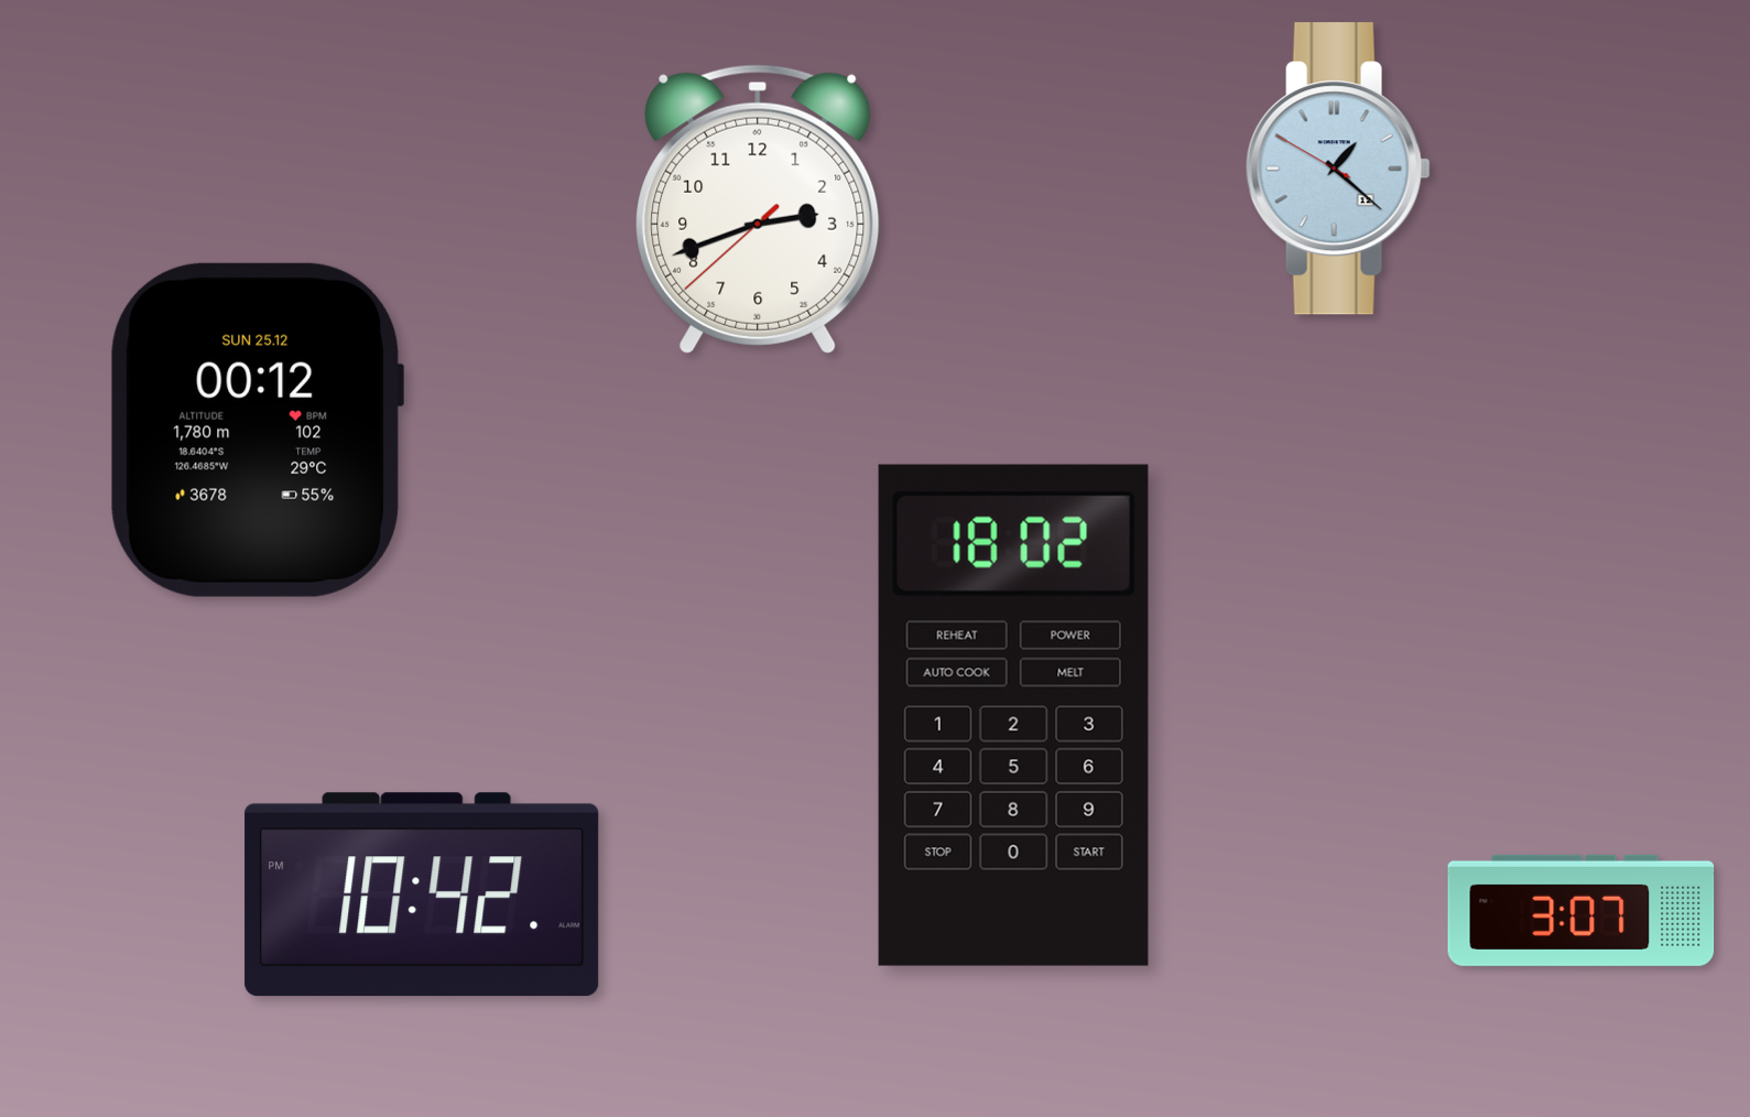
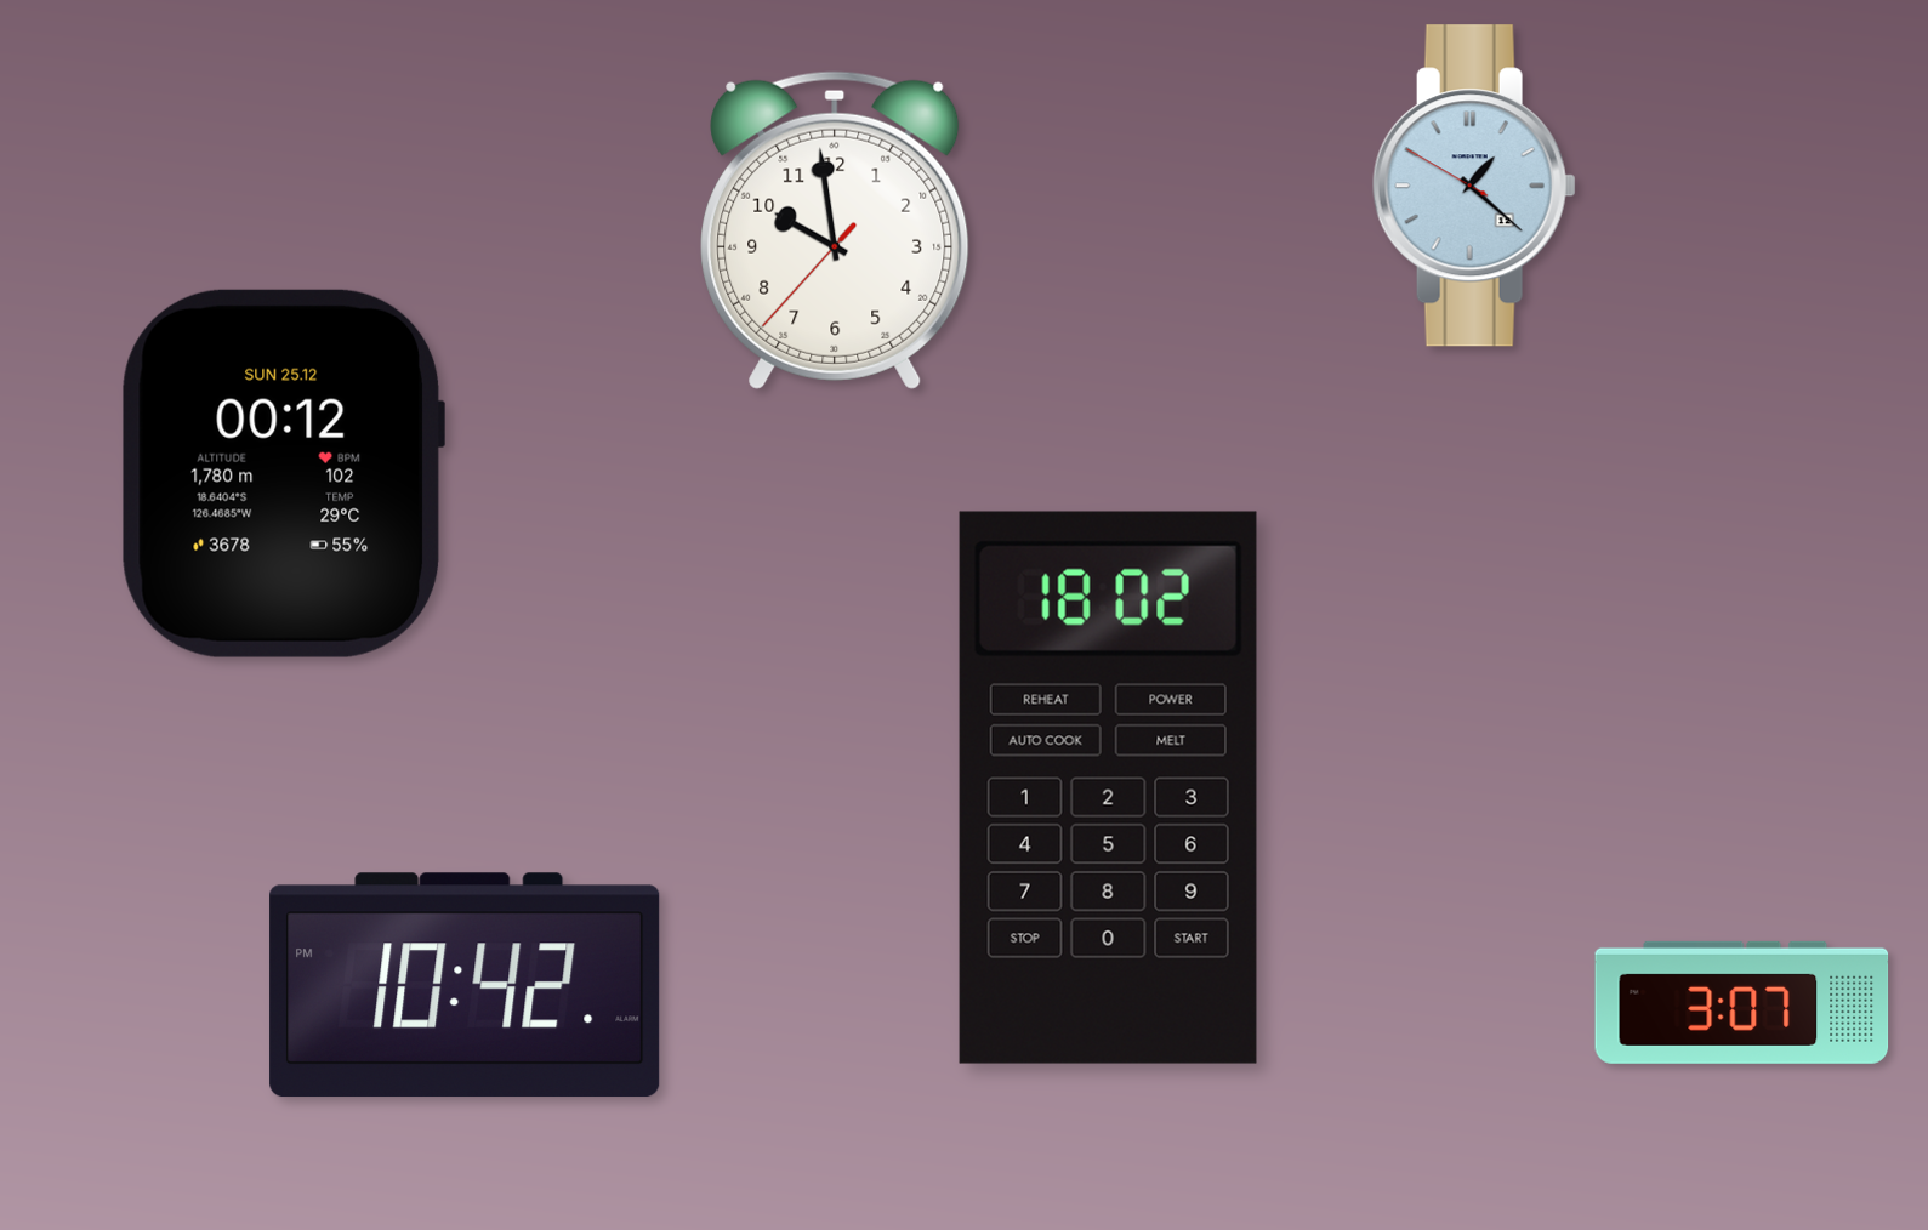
clock at (758, 209): 2:41 -> 9:58
clock at (1013, 715) position: (1013, 715) -> (1108, 787)
